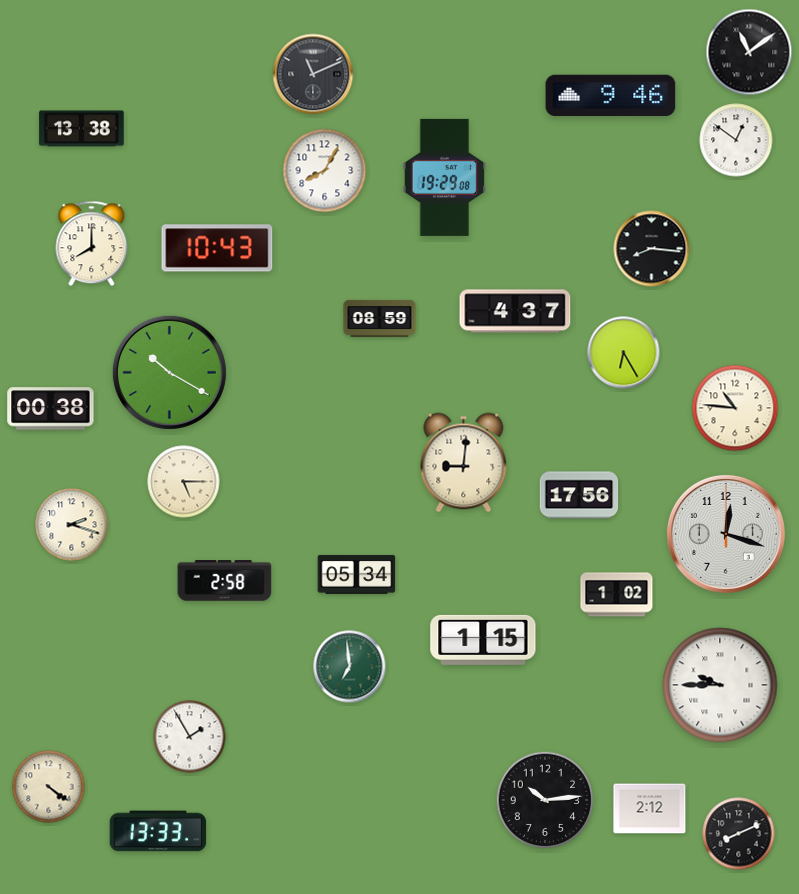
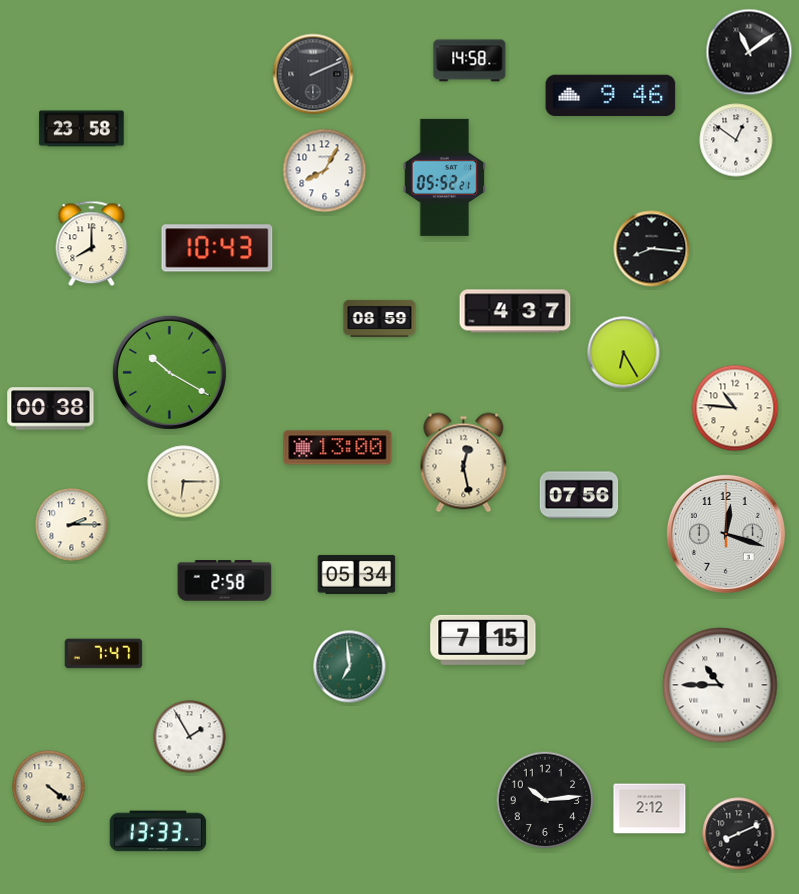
clock at (470, 61): none -> 14:58
clock at (313, 74): 11:11 -> 2:11
clock at (82, 129): 13:38 -> 23:58
clock at (445, 177): 19:29 -> 05:52
clock at (338, 448): none -> 13:00
clock at (464, 463): 9:01 -> 12:28
clock at (184, 482): 5:15 -> 6:15
clock at (579, 495): 17:56 -> 07:56
clock at (72, 525): 2:18 -> 2:15
clock at (617, 595): 1:02 -> none
clock at (483, 640): 1:15 -> 7:15
clock at (104, 654): none -> 7:47
clock at (720, 685): 9:45 -> 10:45
